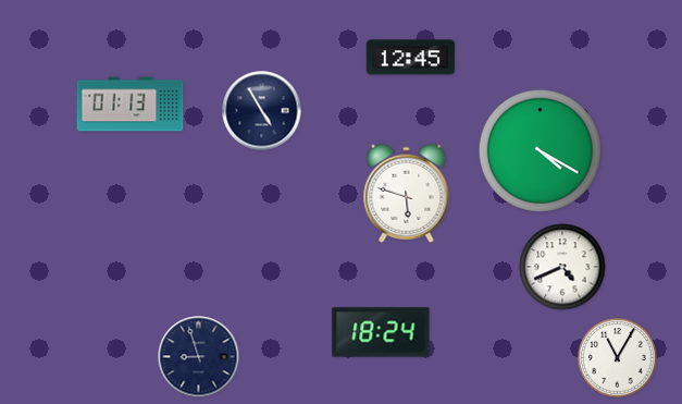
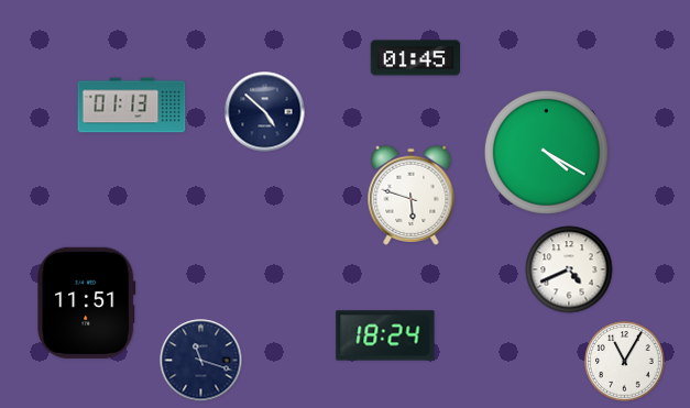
clock at (411, 58): 12:45 -> 01:45
clock at (262, 111): 4:55 -> 4:52
clock at (87, 302): none -> 11:51
clock at (199, 357): 8:57 -> 11:18
